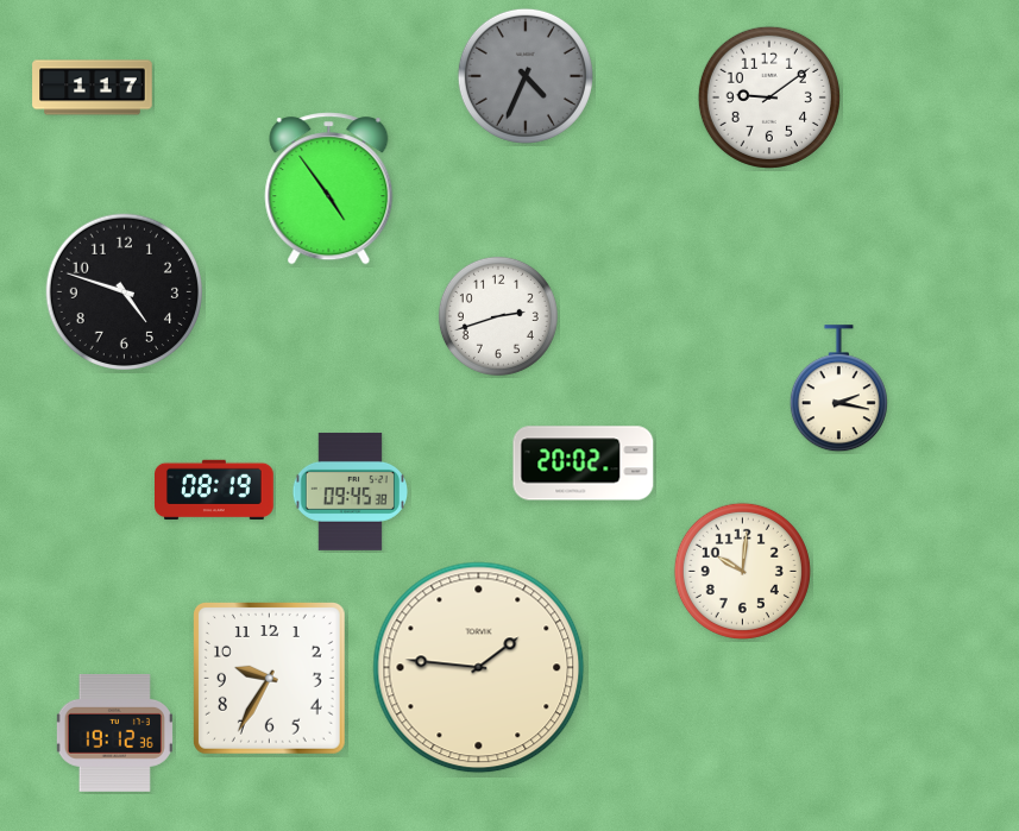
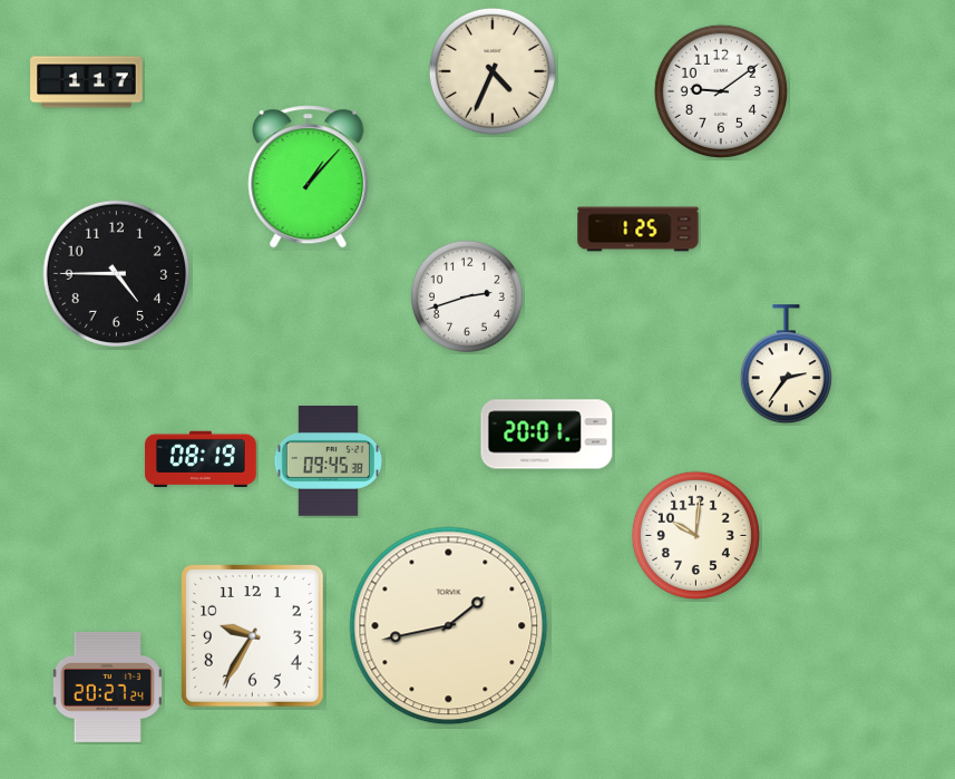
clock at (526, 76) dial: grey -> cream
clock at (329, 189): 4:54 -> 1:07
clock at (639, 230): none -> 1:25
clock at (124, 291): 4:48 -> 4:45
clock at (838, 389): 2:17 -> 2:36
clock at (584, 464): 20:02 -> 20:01
clock at (479, 668): 1:46 -> 1:43
clock at (114, 732): 19:12 -> 20:27
